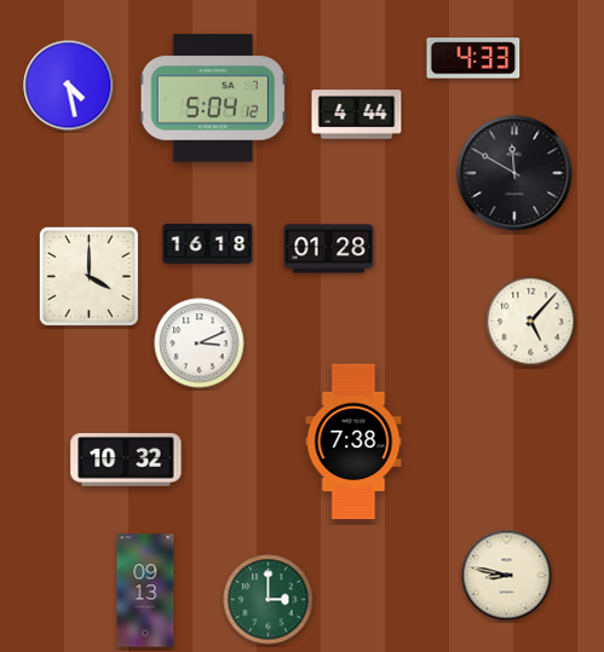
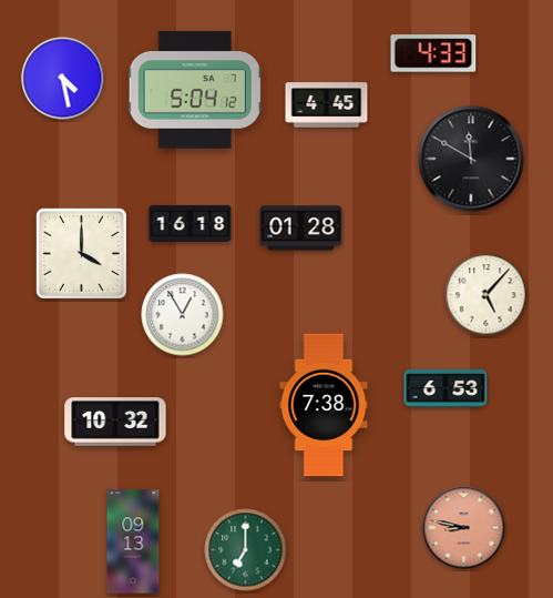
clock at (357, 115): 4:44 -> 4:45
clock at (200, 344): 3:11 -> 12:55
clock at (446, 389): none -> 6:53
clock at (507, 576) dial: cream -> salmon
clock at (269, 600): 3:00 -> 7:00
